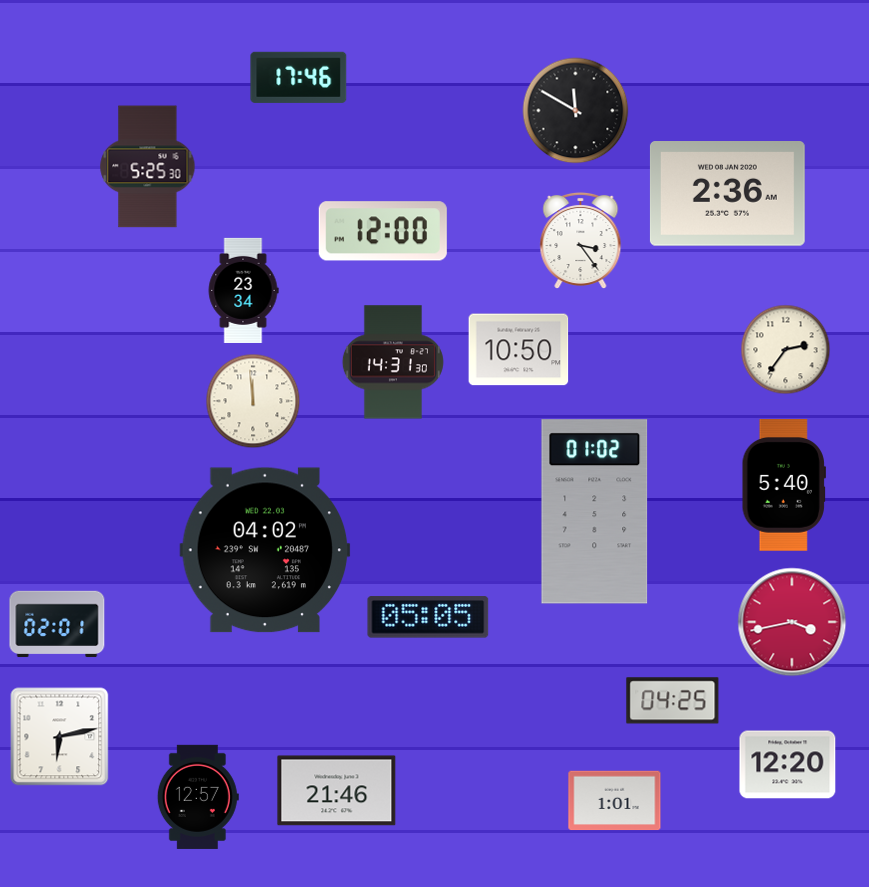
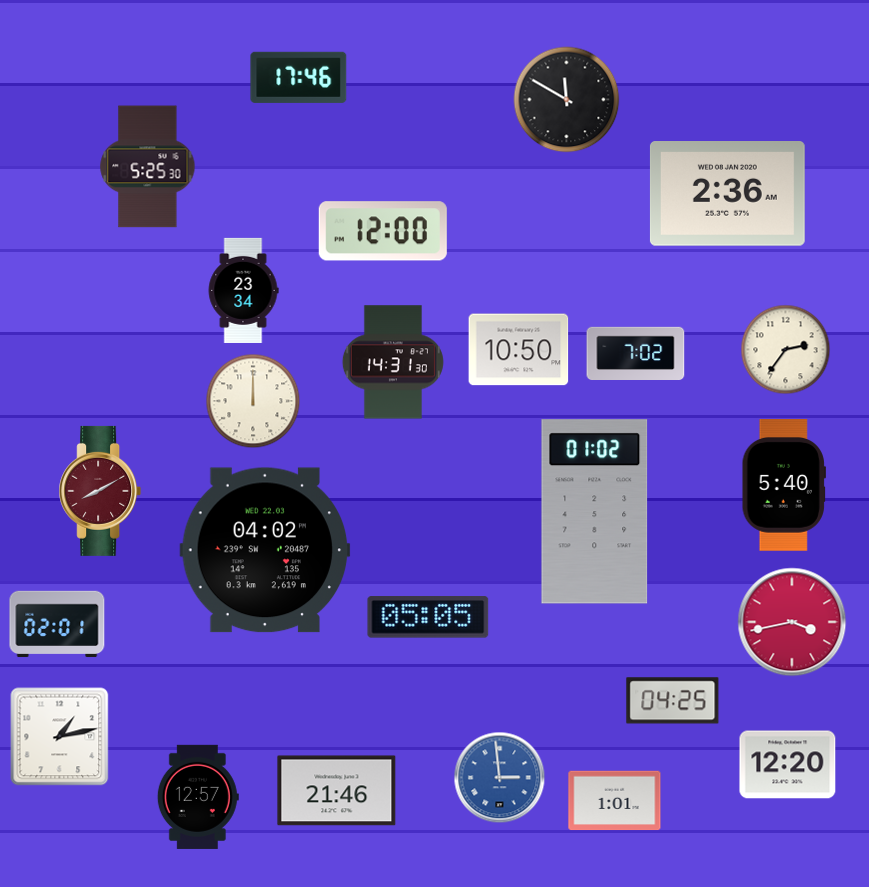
clock at (576, 111) position: (576, 111) -> (567, 100)
clock at (581, 241): 3:24 -> none
clock at (636, 353): none -> 7:02
clock at (253, 401): 11:59 -> 12:00
clock at (100, 491): none -> 8:10
clock at (60, 737): 6:13 -> 1:13
clock at (500, 778): none -> 2:59
